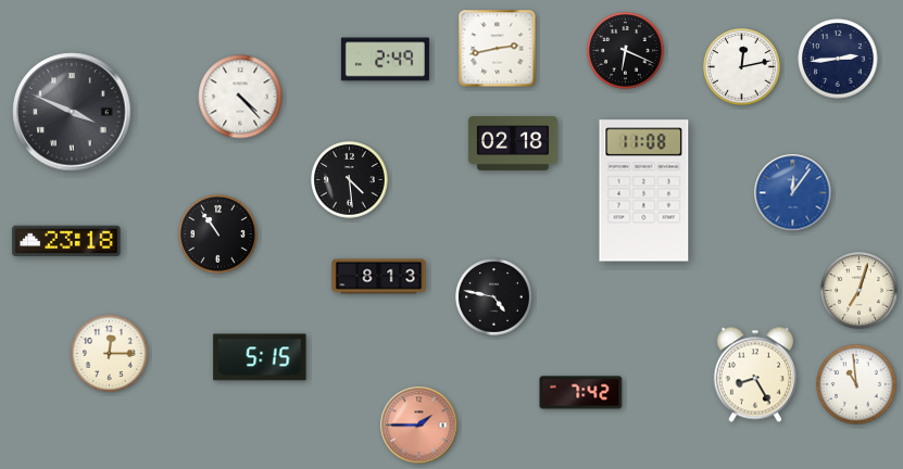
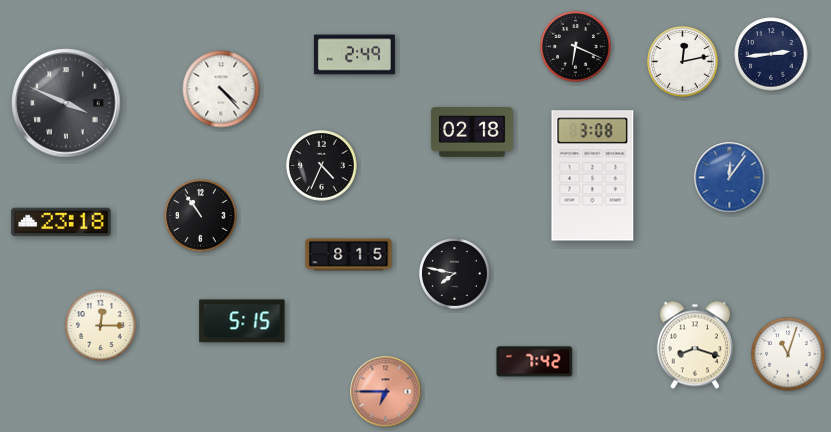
clock at (498, 49): 2:43 -> none
clock at (350, 180): 4:29 -> 4:34
clock at (644, 191): 11:08 -> 3:08
clock at (379, 277): 8:13 -> 8:15
clock at (860, 291): 7:03 -> none
clock at (494, 297): 4:47 -> 7:47
clock at (260, 357) position: (260, 357) -> (242, 321)
clock at (755, 375): 8:25 -> 8:18
clock at (856, 384): 10:59 -> 11:03
clock at (419, 426): 1:45 -> 6:45
